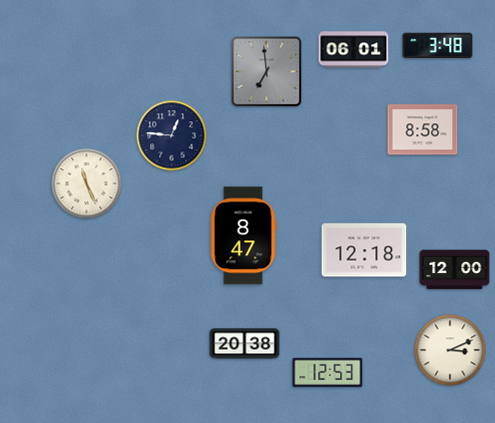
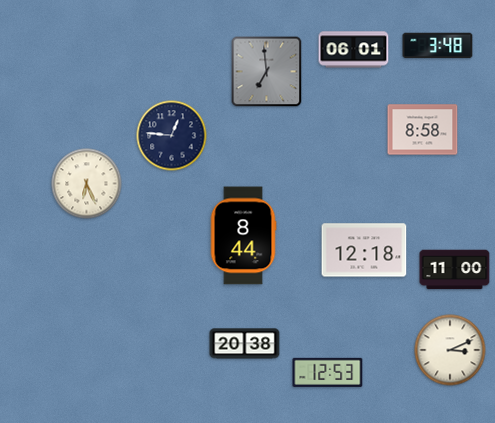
clock at (87, 184): 11:26 -> 6:26
clock at (243, 236): 8:47 -> 8:44
clock at (455, 270): 12:00 -> 11:00
